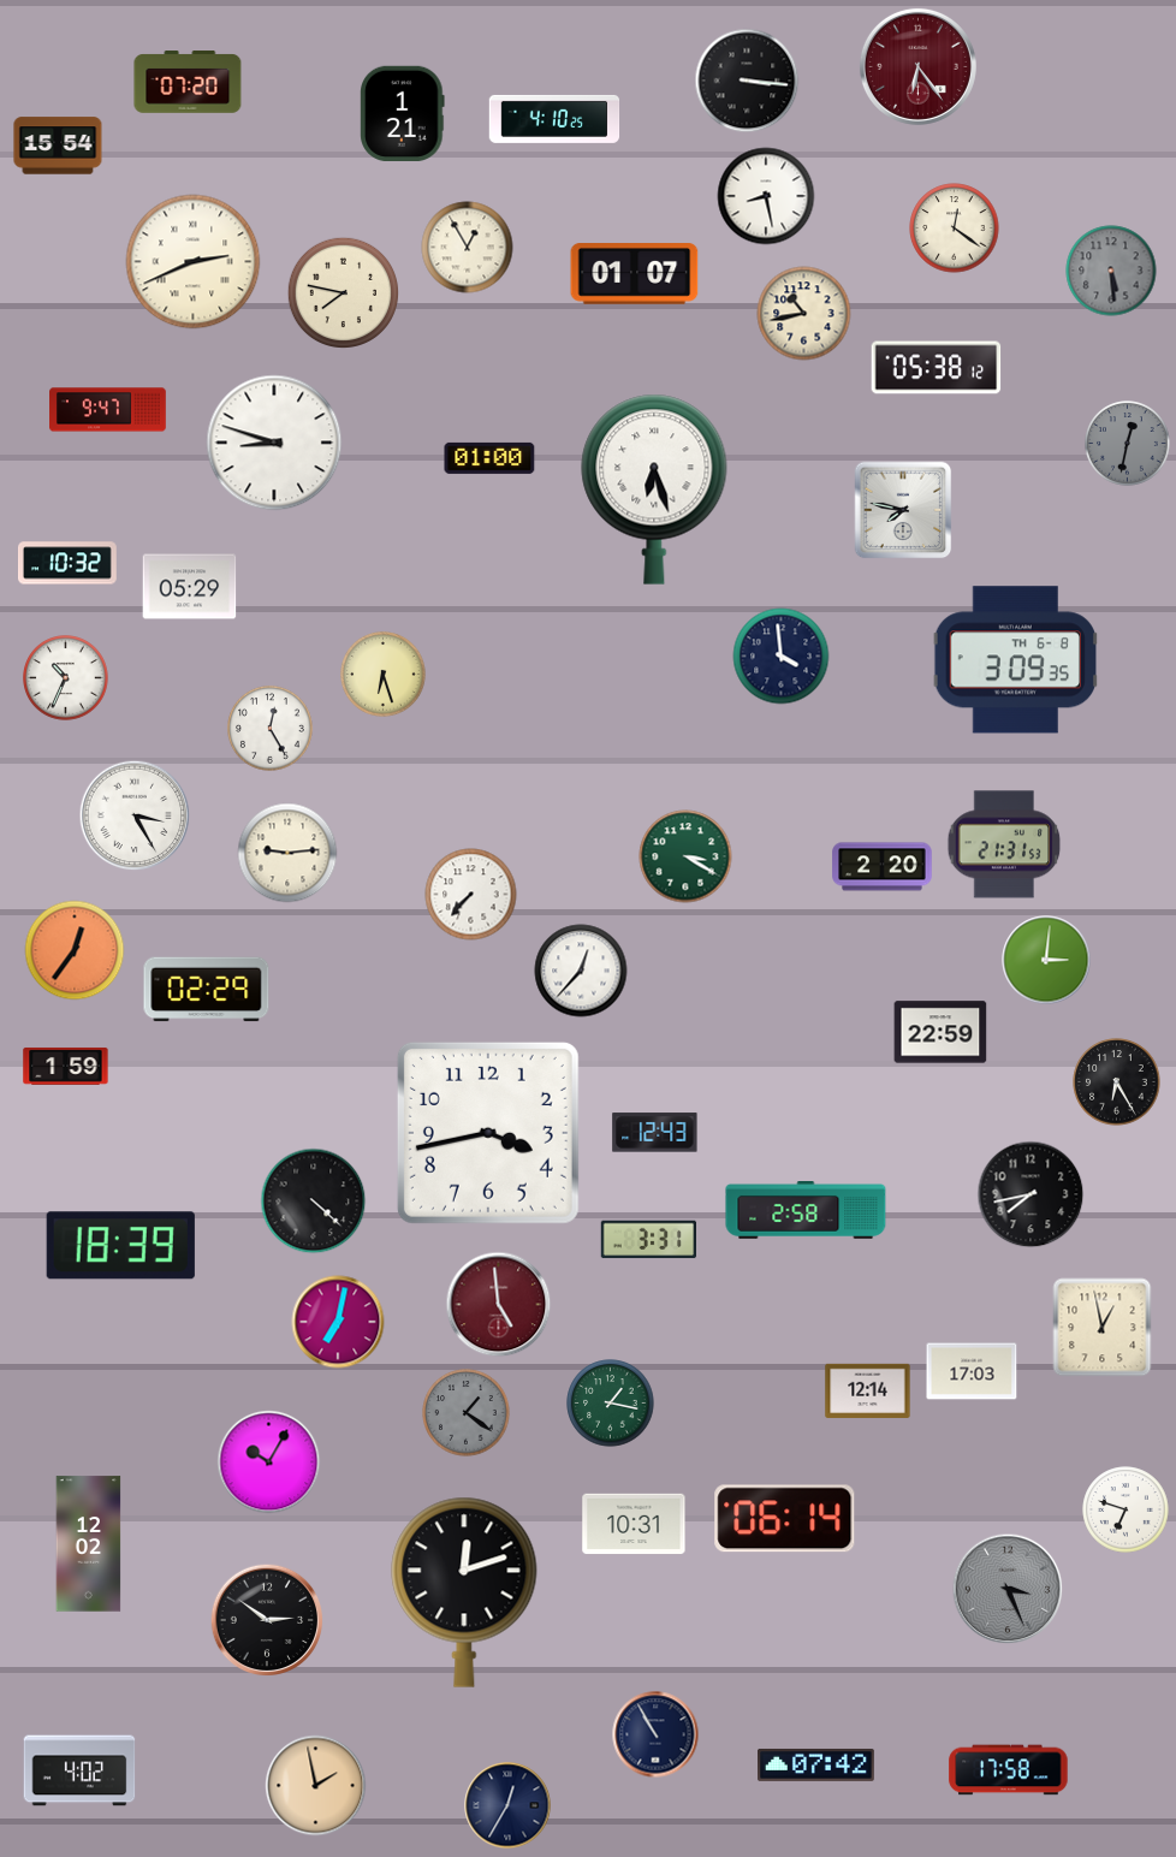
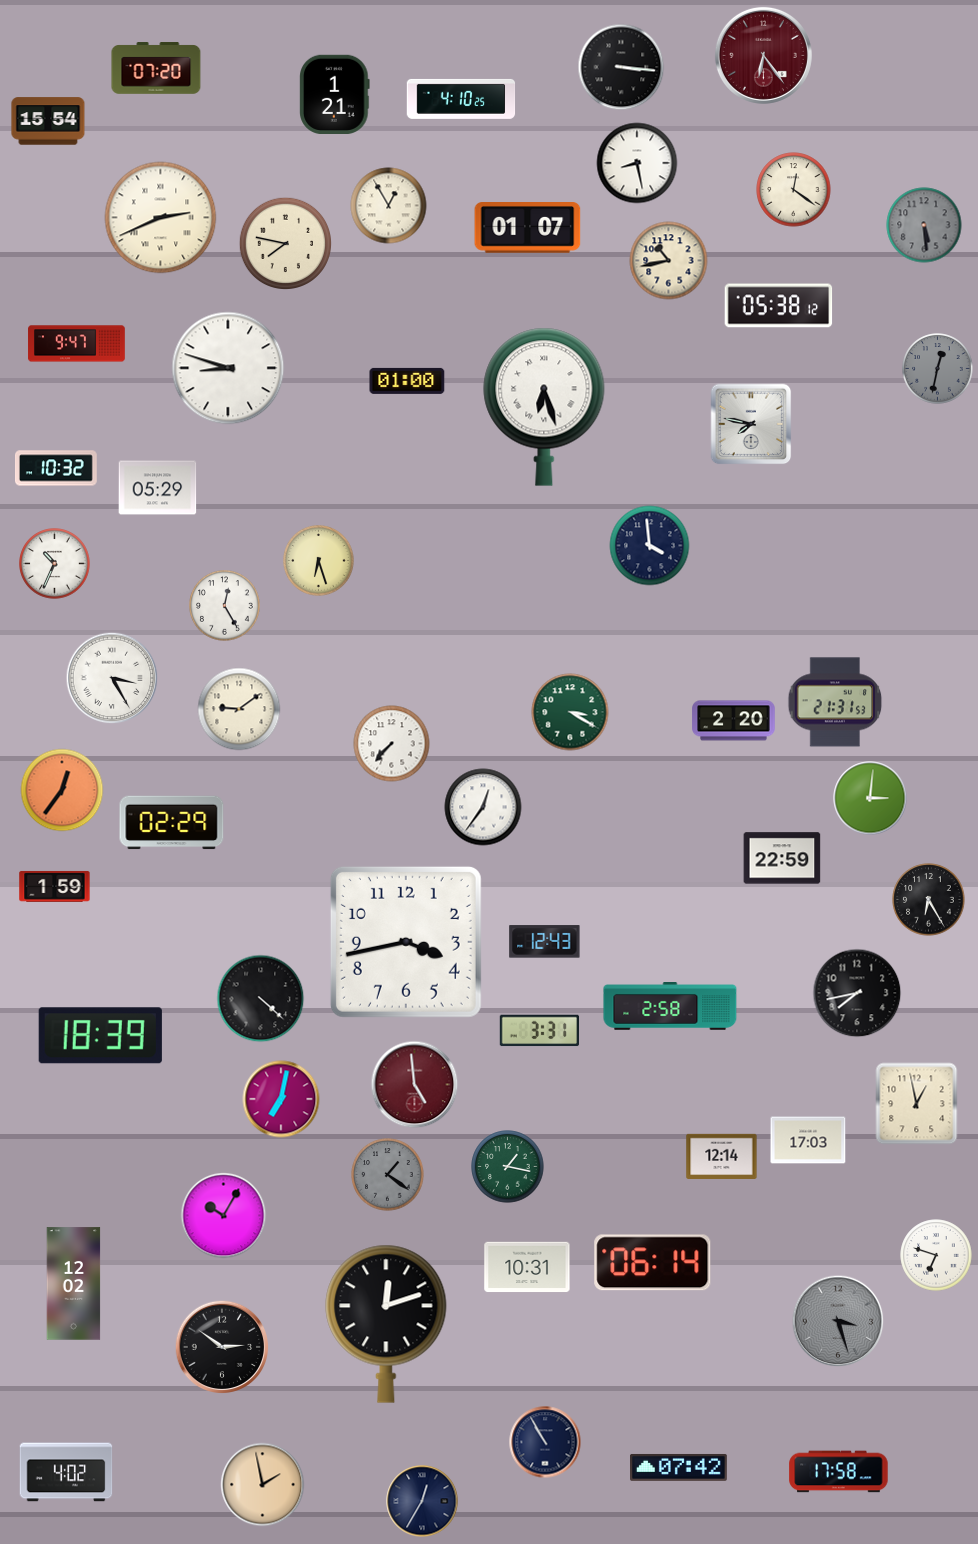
clock at (108, 410) position: (108, 410) -> (77, 344)
clock at (1015, 660): 3:09 -> none
clock at (287, 853): 9:14 -> 9:09
clock at (581, 971): 12:37 -> 12:36
clock at (1008, 1589): 3:26 -> 3:27
